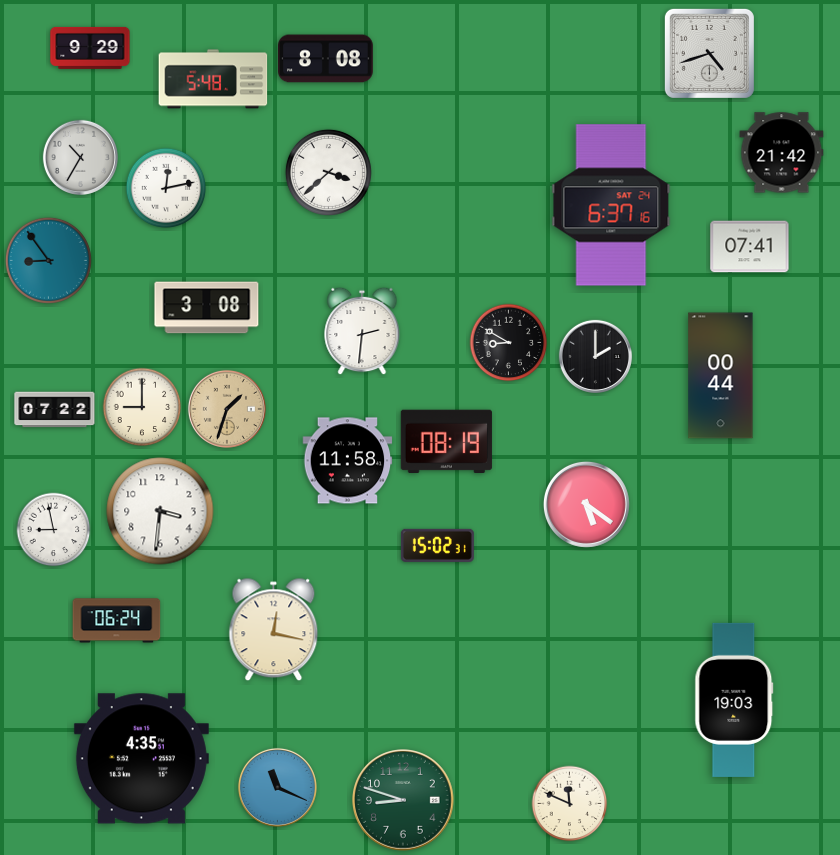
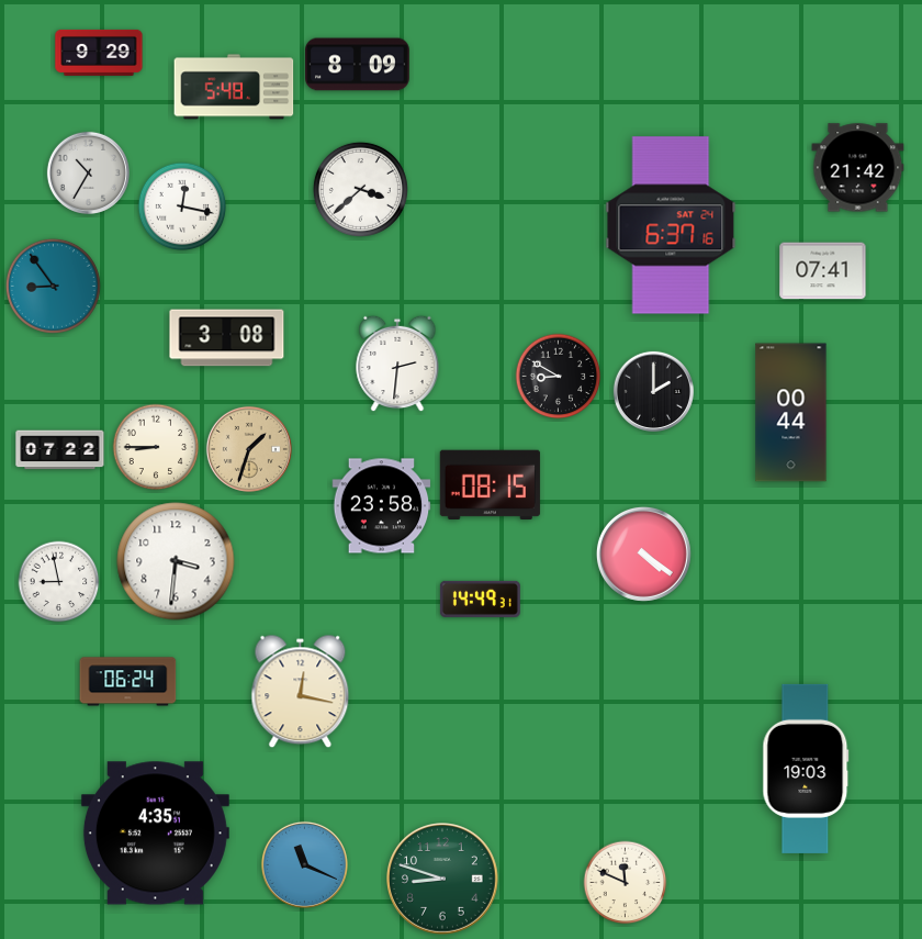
clock at (709, 53): 4:42 -> none
clock at (326, 59): 8:08 -> 8:09
clock at (166, 188): 12:13 -> 12:17
clock at (142, 407): 9:00 -> 8:45
clock at (446, 442): 08:19 -> 08:15
clock at (348, 461): 11:58 -> 23:58
clock at (586, 504): 5:21 -> 4:21
clock at (437, 545): 15:02 -> 14:49
